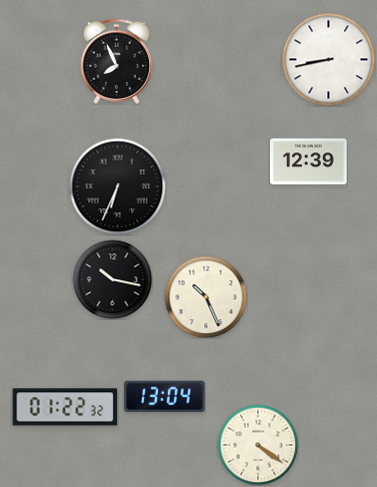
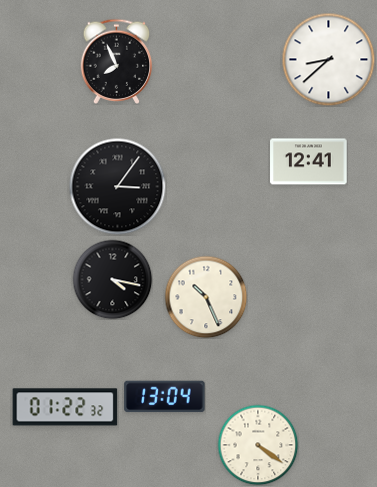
clock at (328, 59): 8:43 -> 8:38
clock at (309, 162): 12:39 -> 12:41
clock at (117, 186): 6:34 -> 3:06
clock at (112, 279): 10:17 -> 4:17
